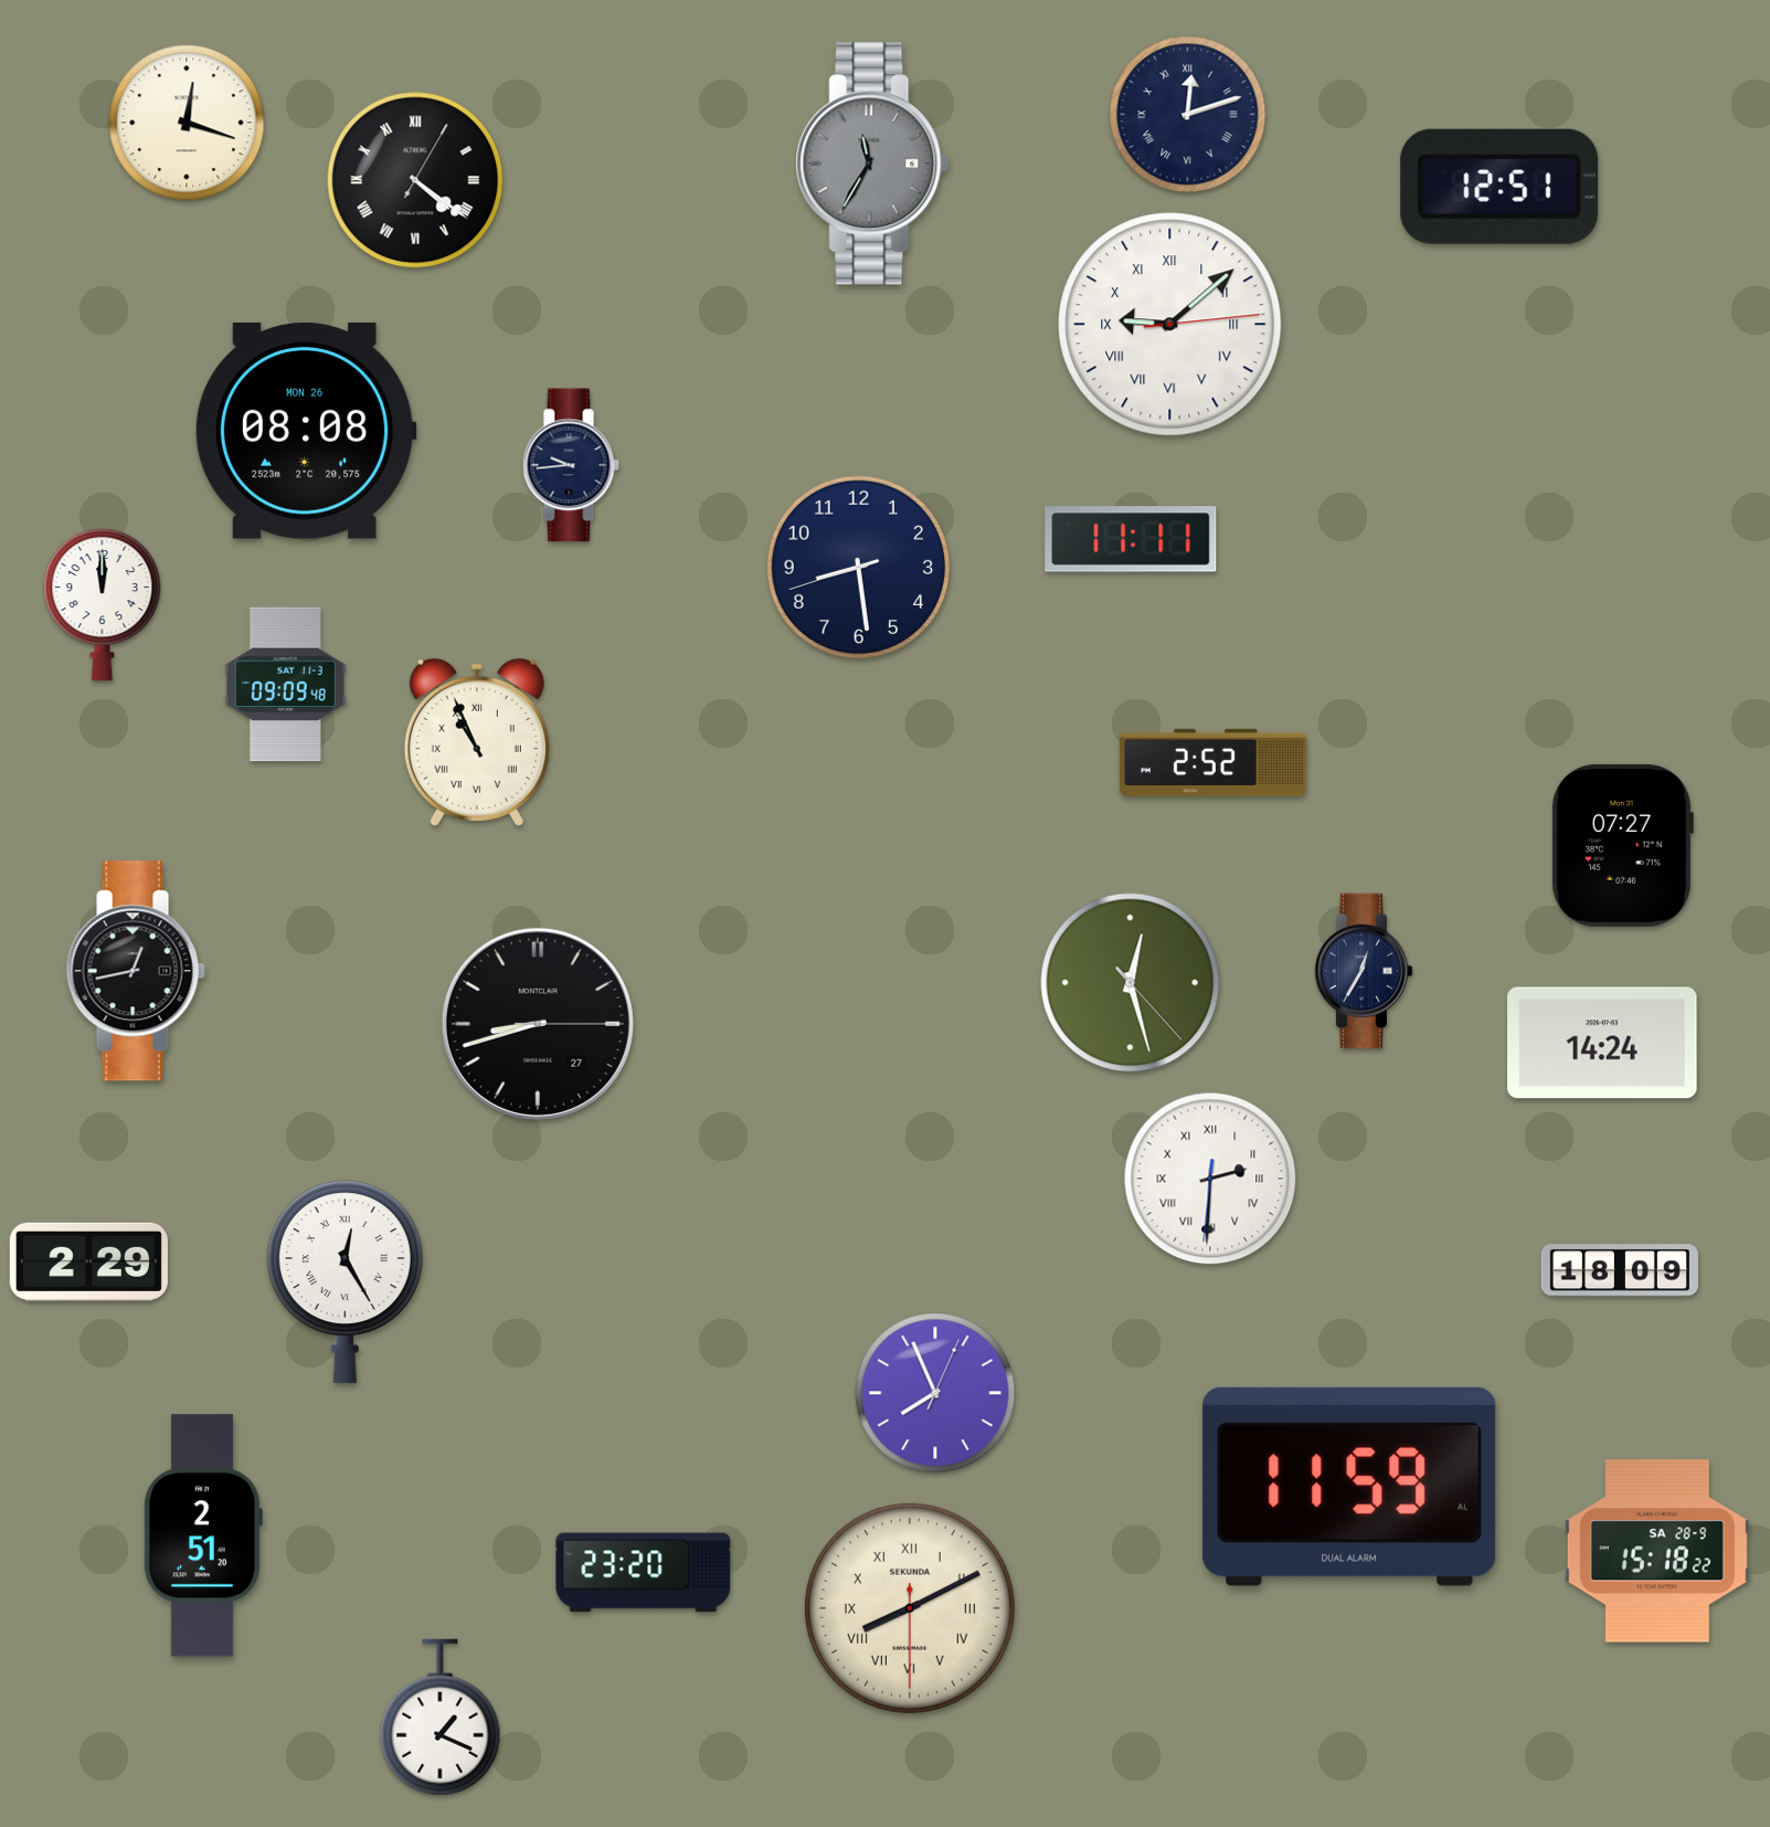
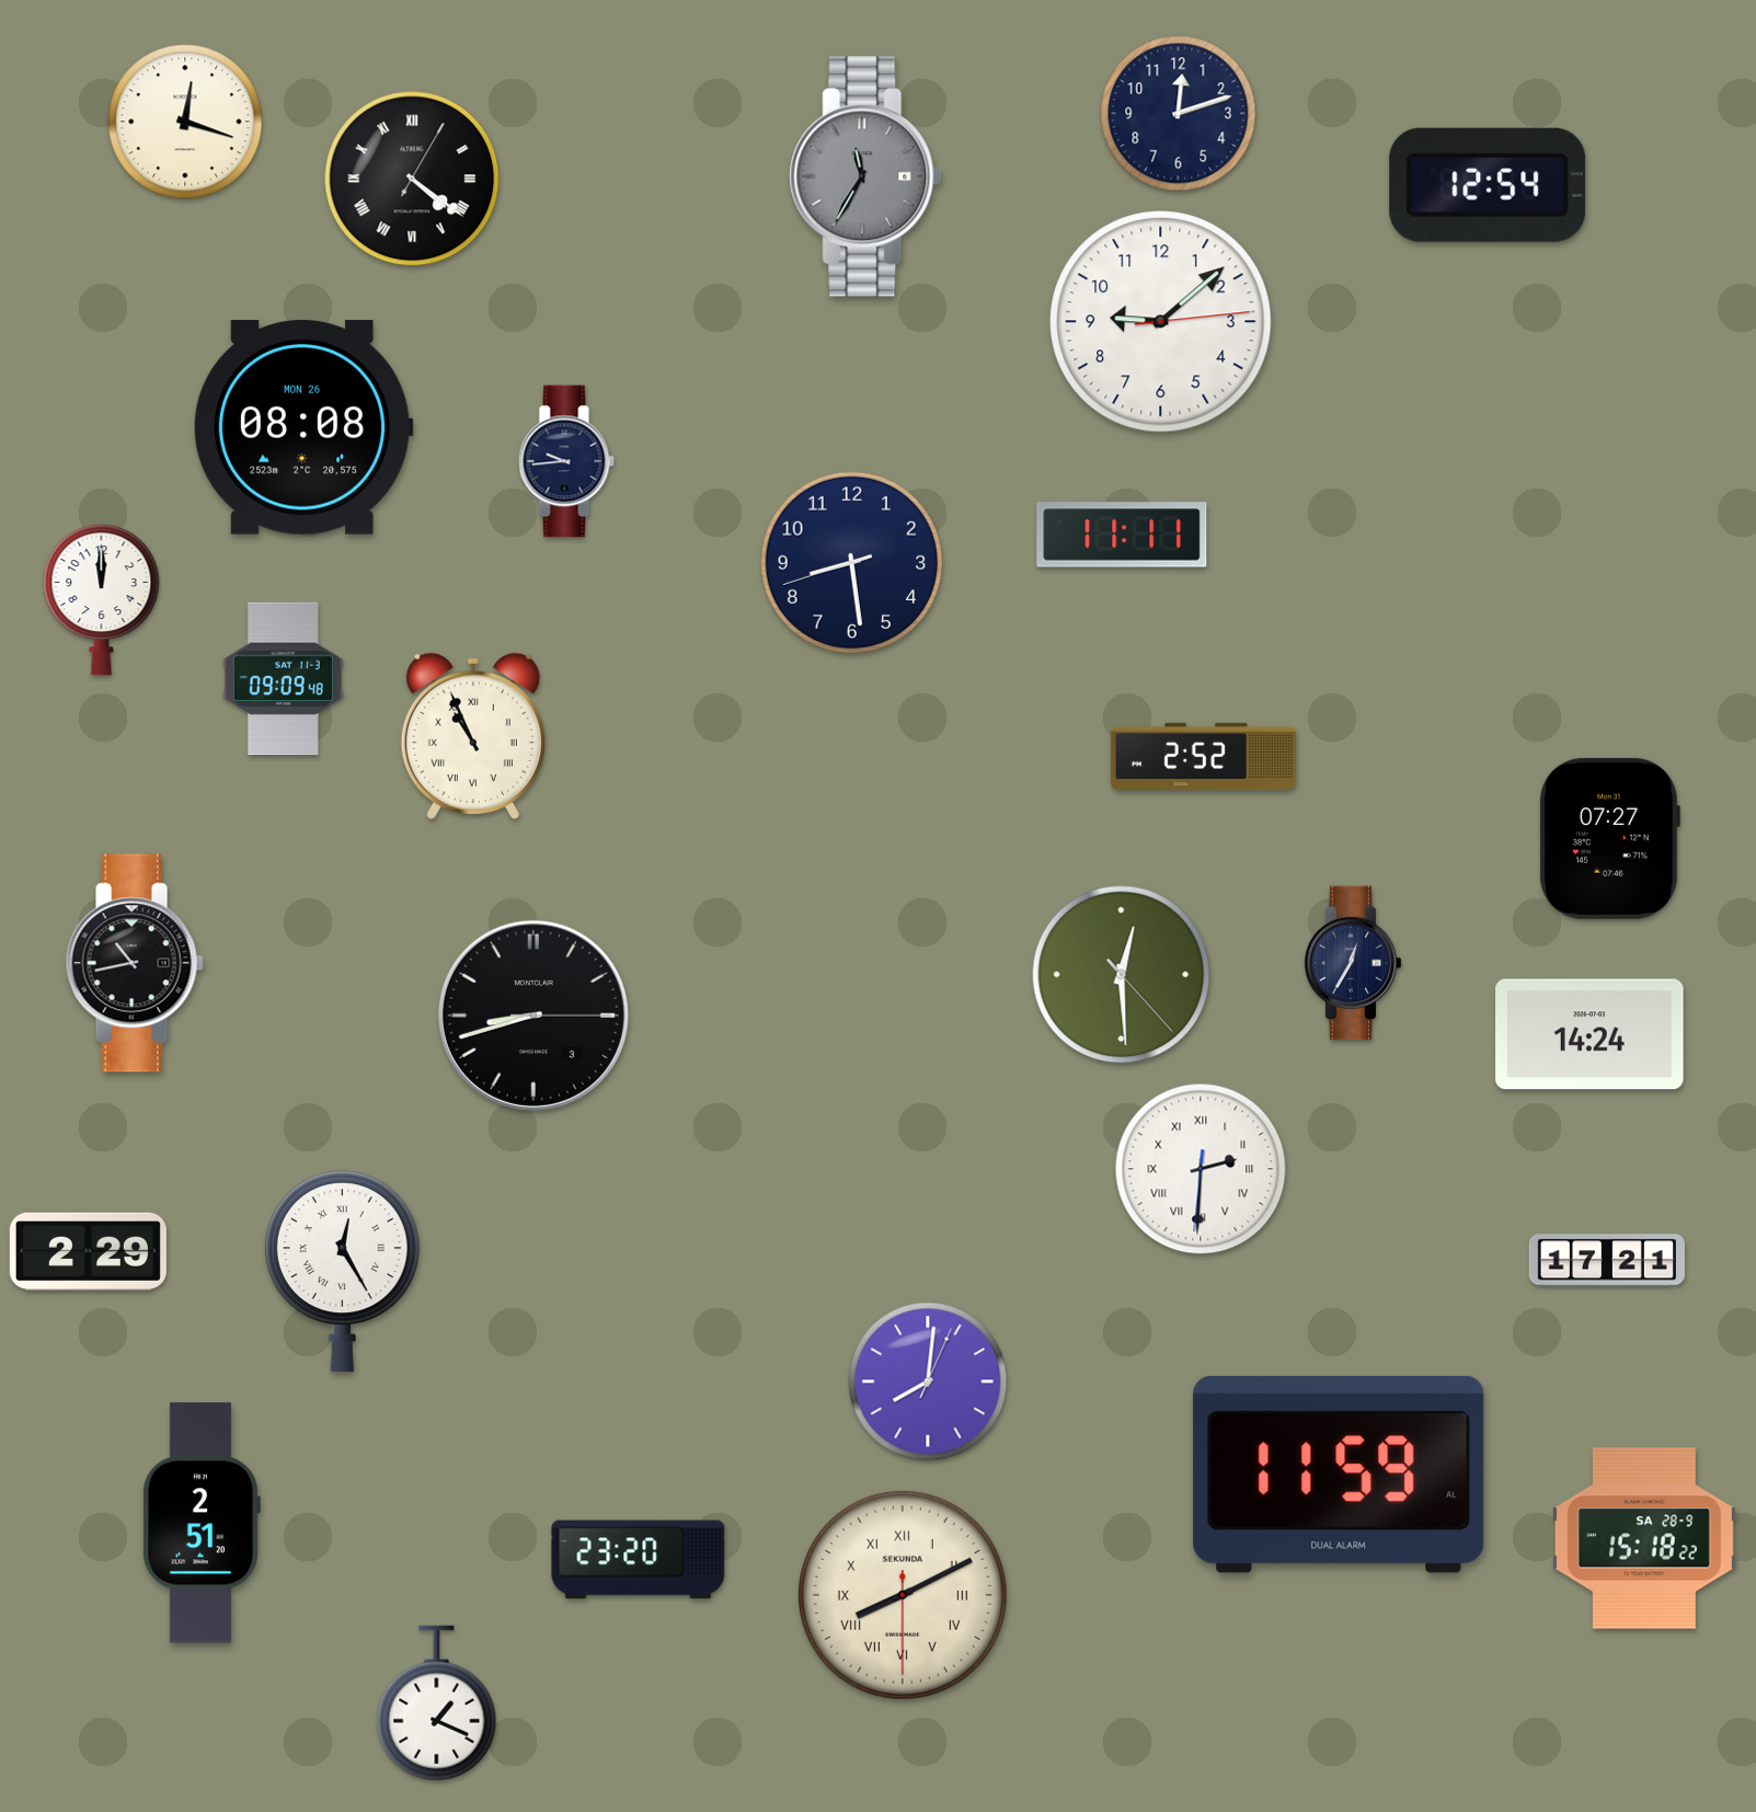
clock at (1188, 115) numerals: Roman -> Arabic
clock at (872, 163) position: (872, 163) -> (865, 176)
clock at (1499, 187): 12:51 -> 12:54
clock at (1170, 325) numerals: Roman -> Arabic
clock at (136, 971): 12:43 -> 10:43
clock at (1131, 983): 12:27 -> 12:29
clock at (538, 1024) date: 27 -> 3
clock at (1620, 1270): 18:09 -> 17:21
clock at (935, 1393): 7:56 -> 8:01
